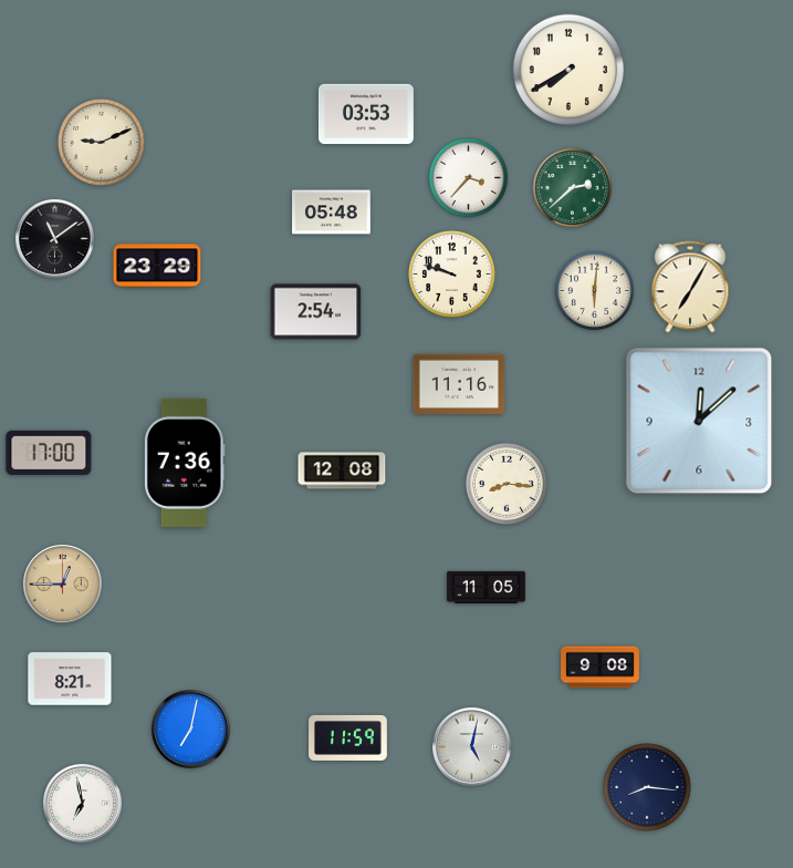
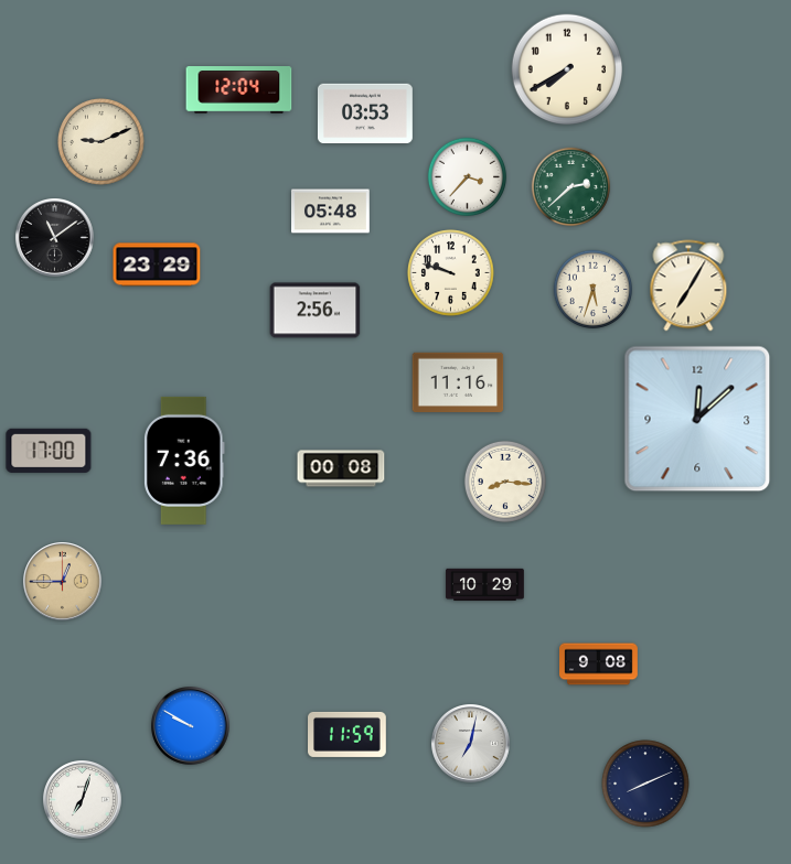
clock at (239, 90): none -> 12:04
clock at (595, 291): 6:01 -> 5:33
clock at (316, 312): 2:54 -> 2:56
clock at (342, 471): 12:08 -> 00:08
clock at (487, 588): 11:05 -> 10:29
clock at (70, 679): 8:21 -> none
clock at (191, 730): 7:02 -> 9:50
clock at (472, 747): 5:02 -> 7:02
clock at (647, 787): 8:16 -> 8:11
clock at (83, 804): 6:58 -> 7:03
